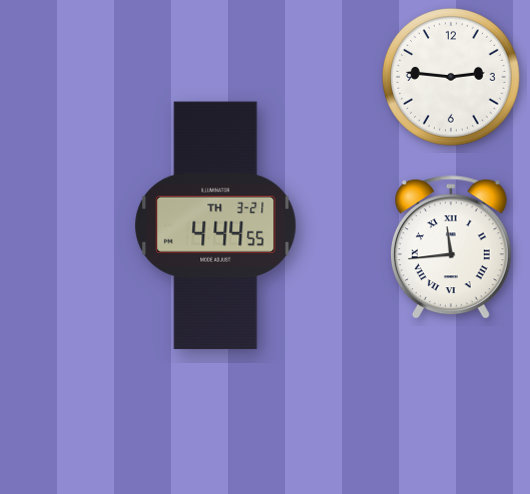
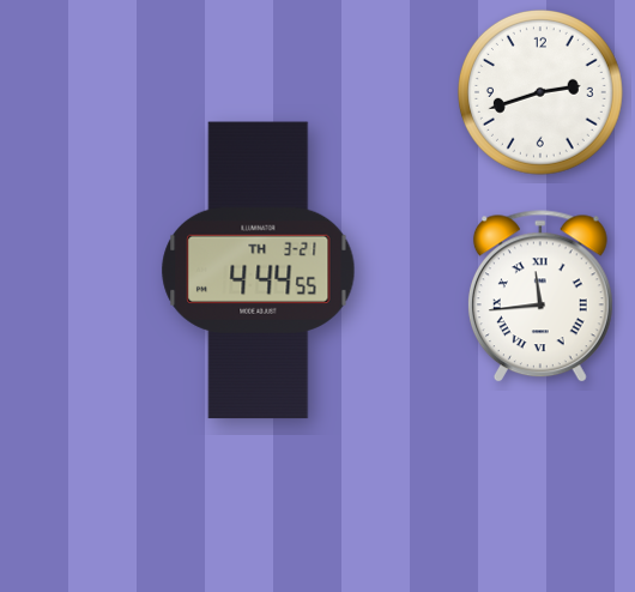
clock at (452, 78): 2:46 -> 2:42
